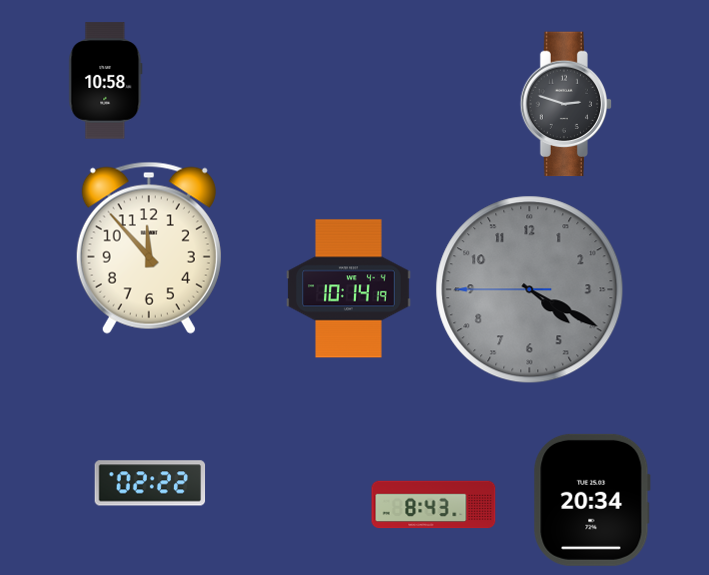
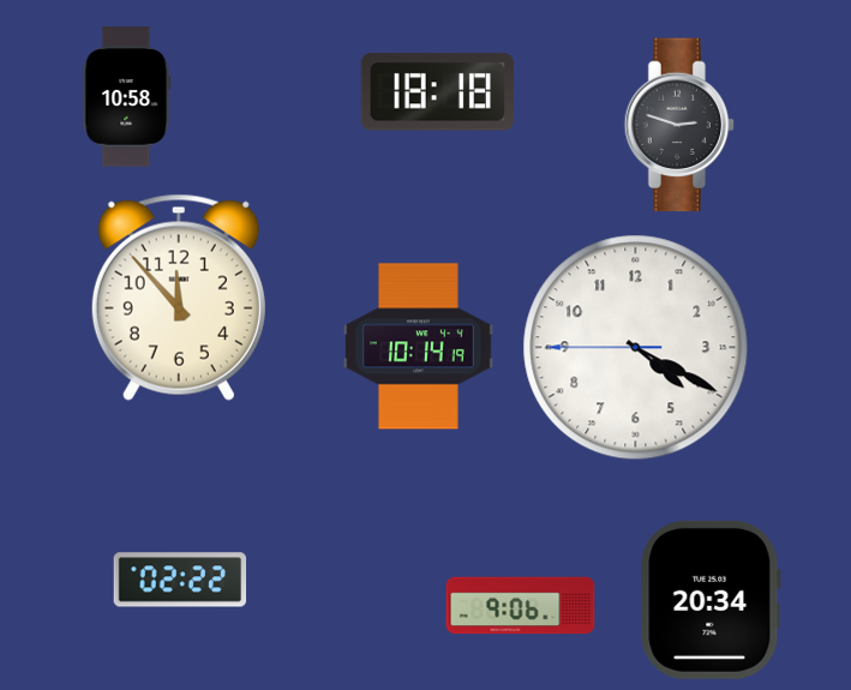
clock at (438, 92): none -> 18:18
clock at (530, 290) dial: grey -> white
clock at (434, 505): 8:43 -> 9:06
